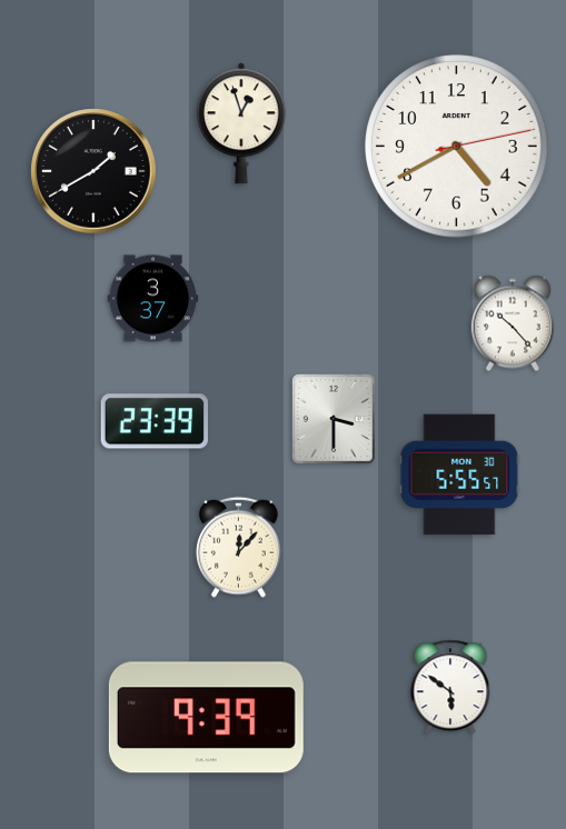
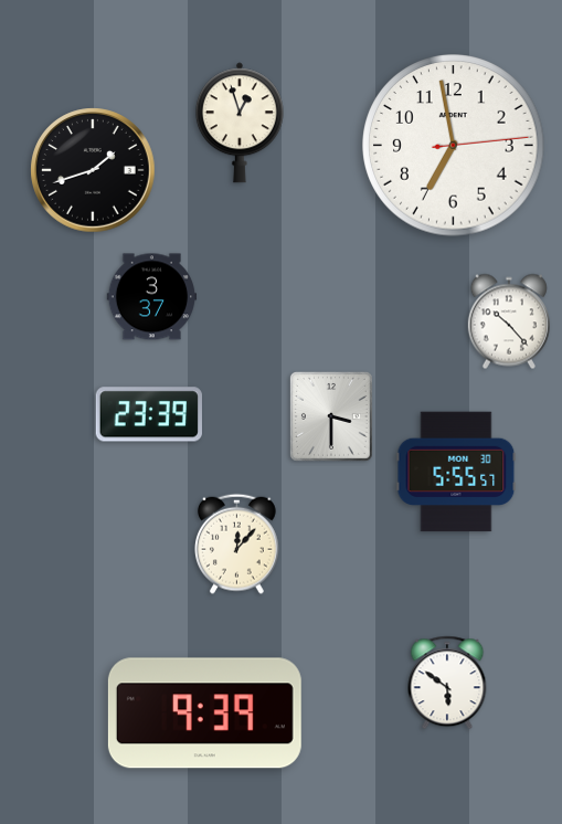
clock at (457, 147): 4:40 -> 6:58
clock at (93, 171): 1:40 -> 1:42
clock at (153, 421) position: (153, 421) -> (148, 414)
